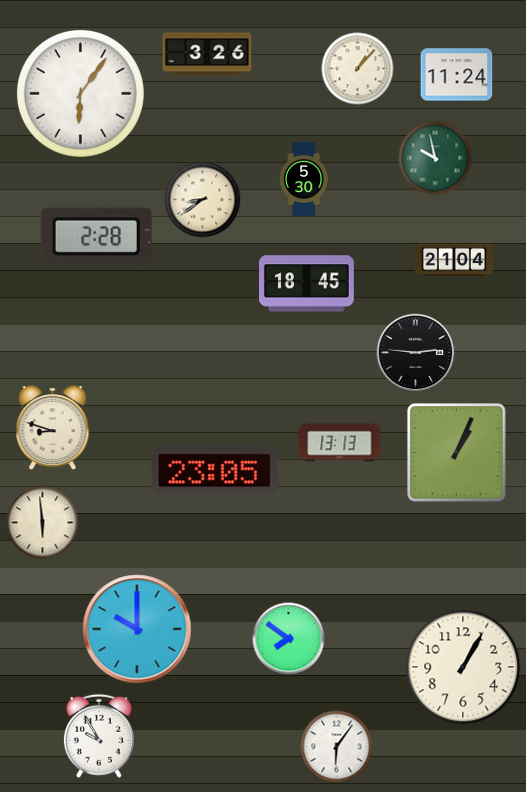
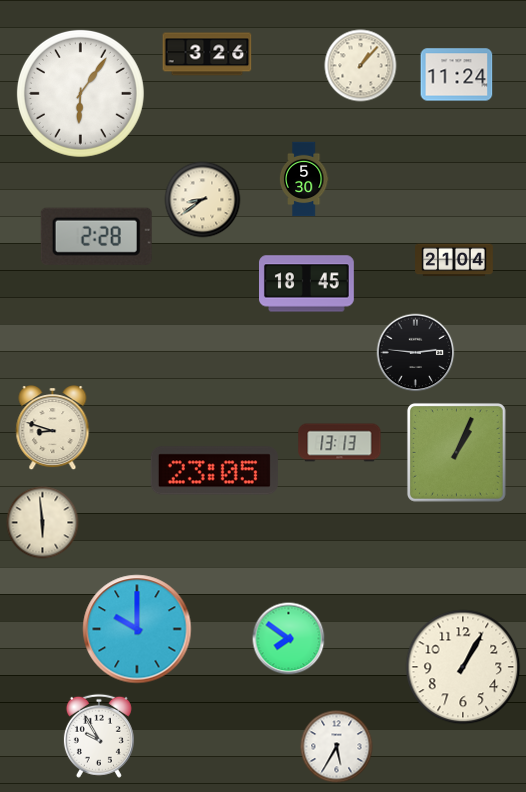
clock at (358, 69) position: (358, 69) -> (361, 66)
clock at (435, 158): 9:58 -> none
clock at (337, 747): 6:06 -> 5:35
